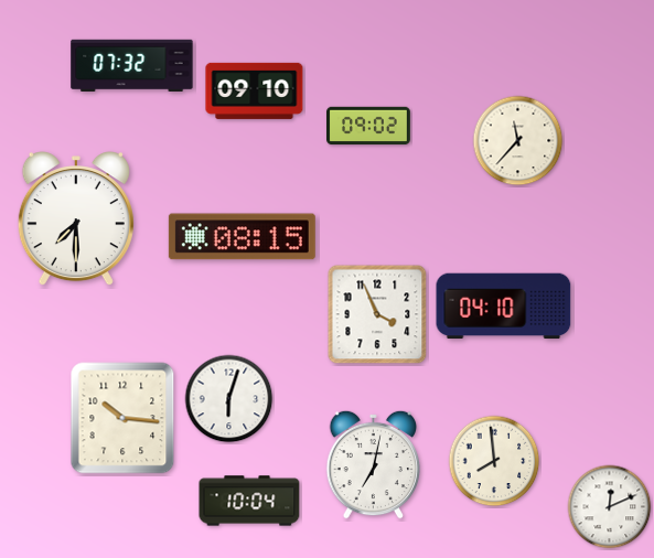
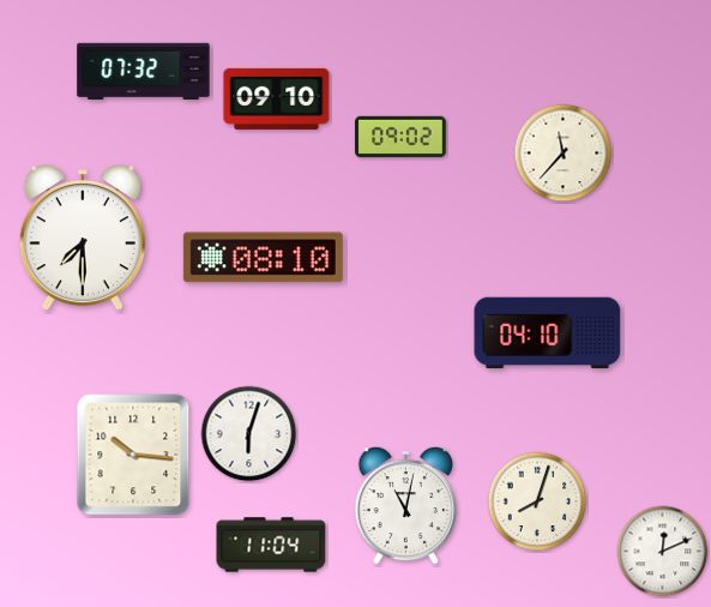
clock at (242, 237): 08:15 -> 08:10
clock at (377, 314): 3:56 -> none
clock at (494, 461): 7:59 -> 8:03
clock at (374, 464): 7:02 -> 11:02
clock at (249, 501): 10:04 -> 11:04
